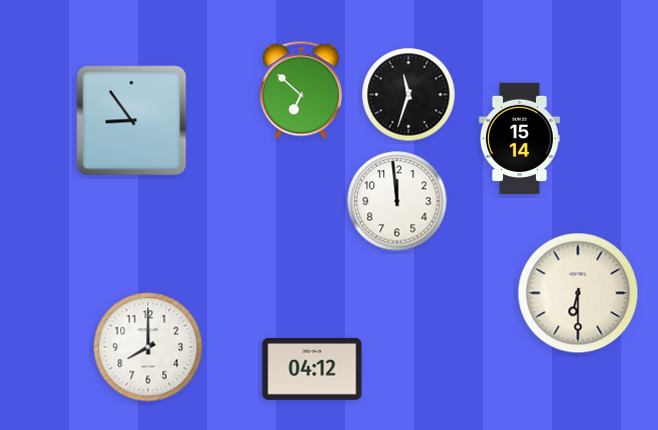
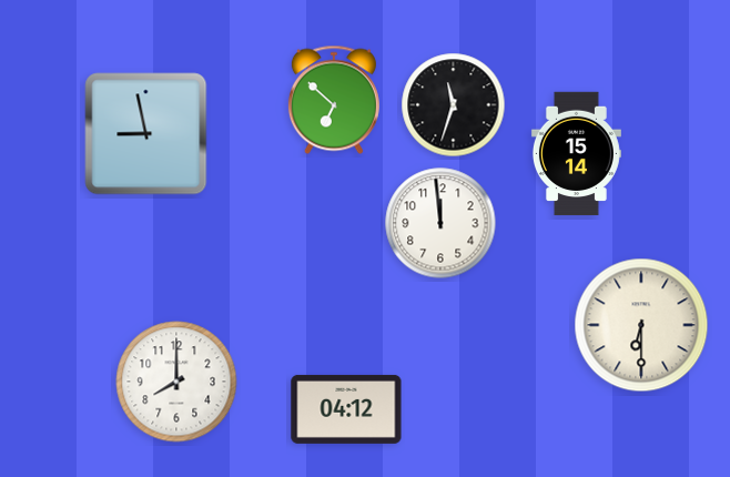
clock at (132, 121): 8:54 -> 8:58
clock at (148, 347) position: (148, 347) -> (176, 382)
